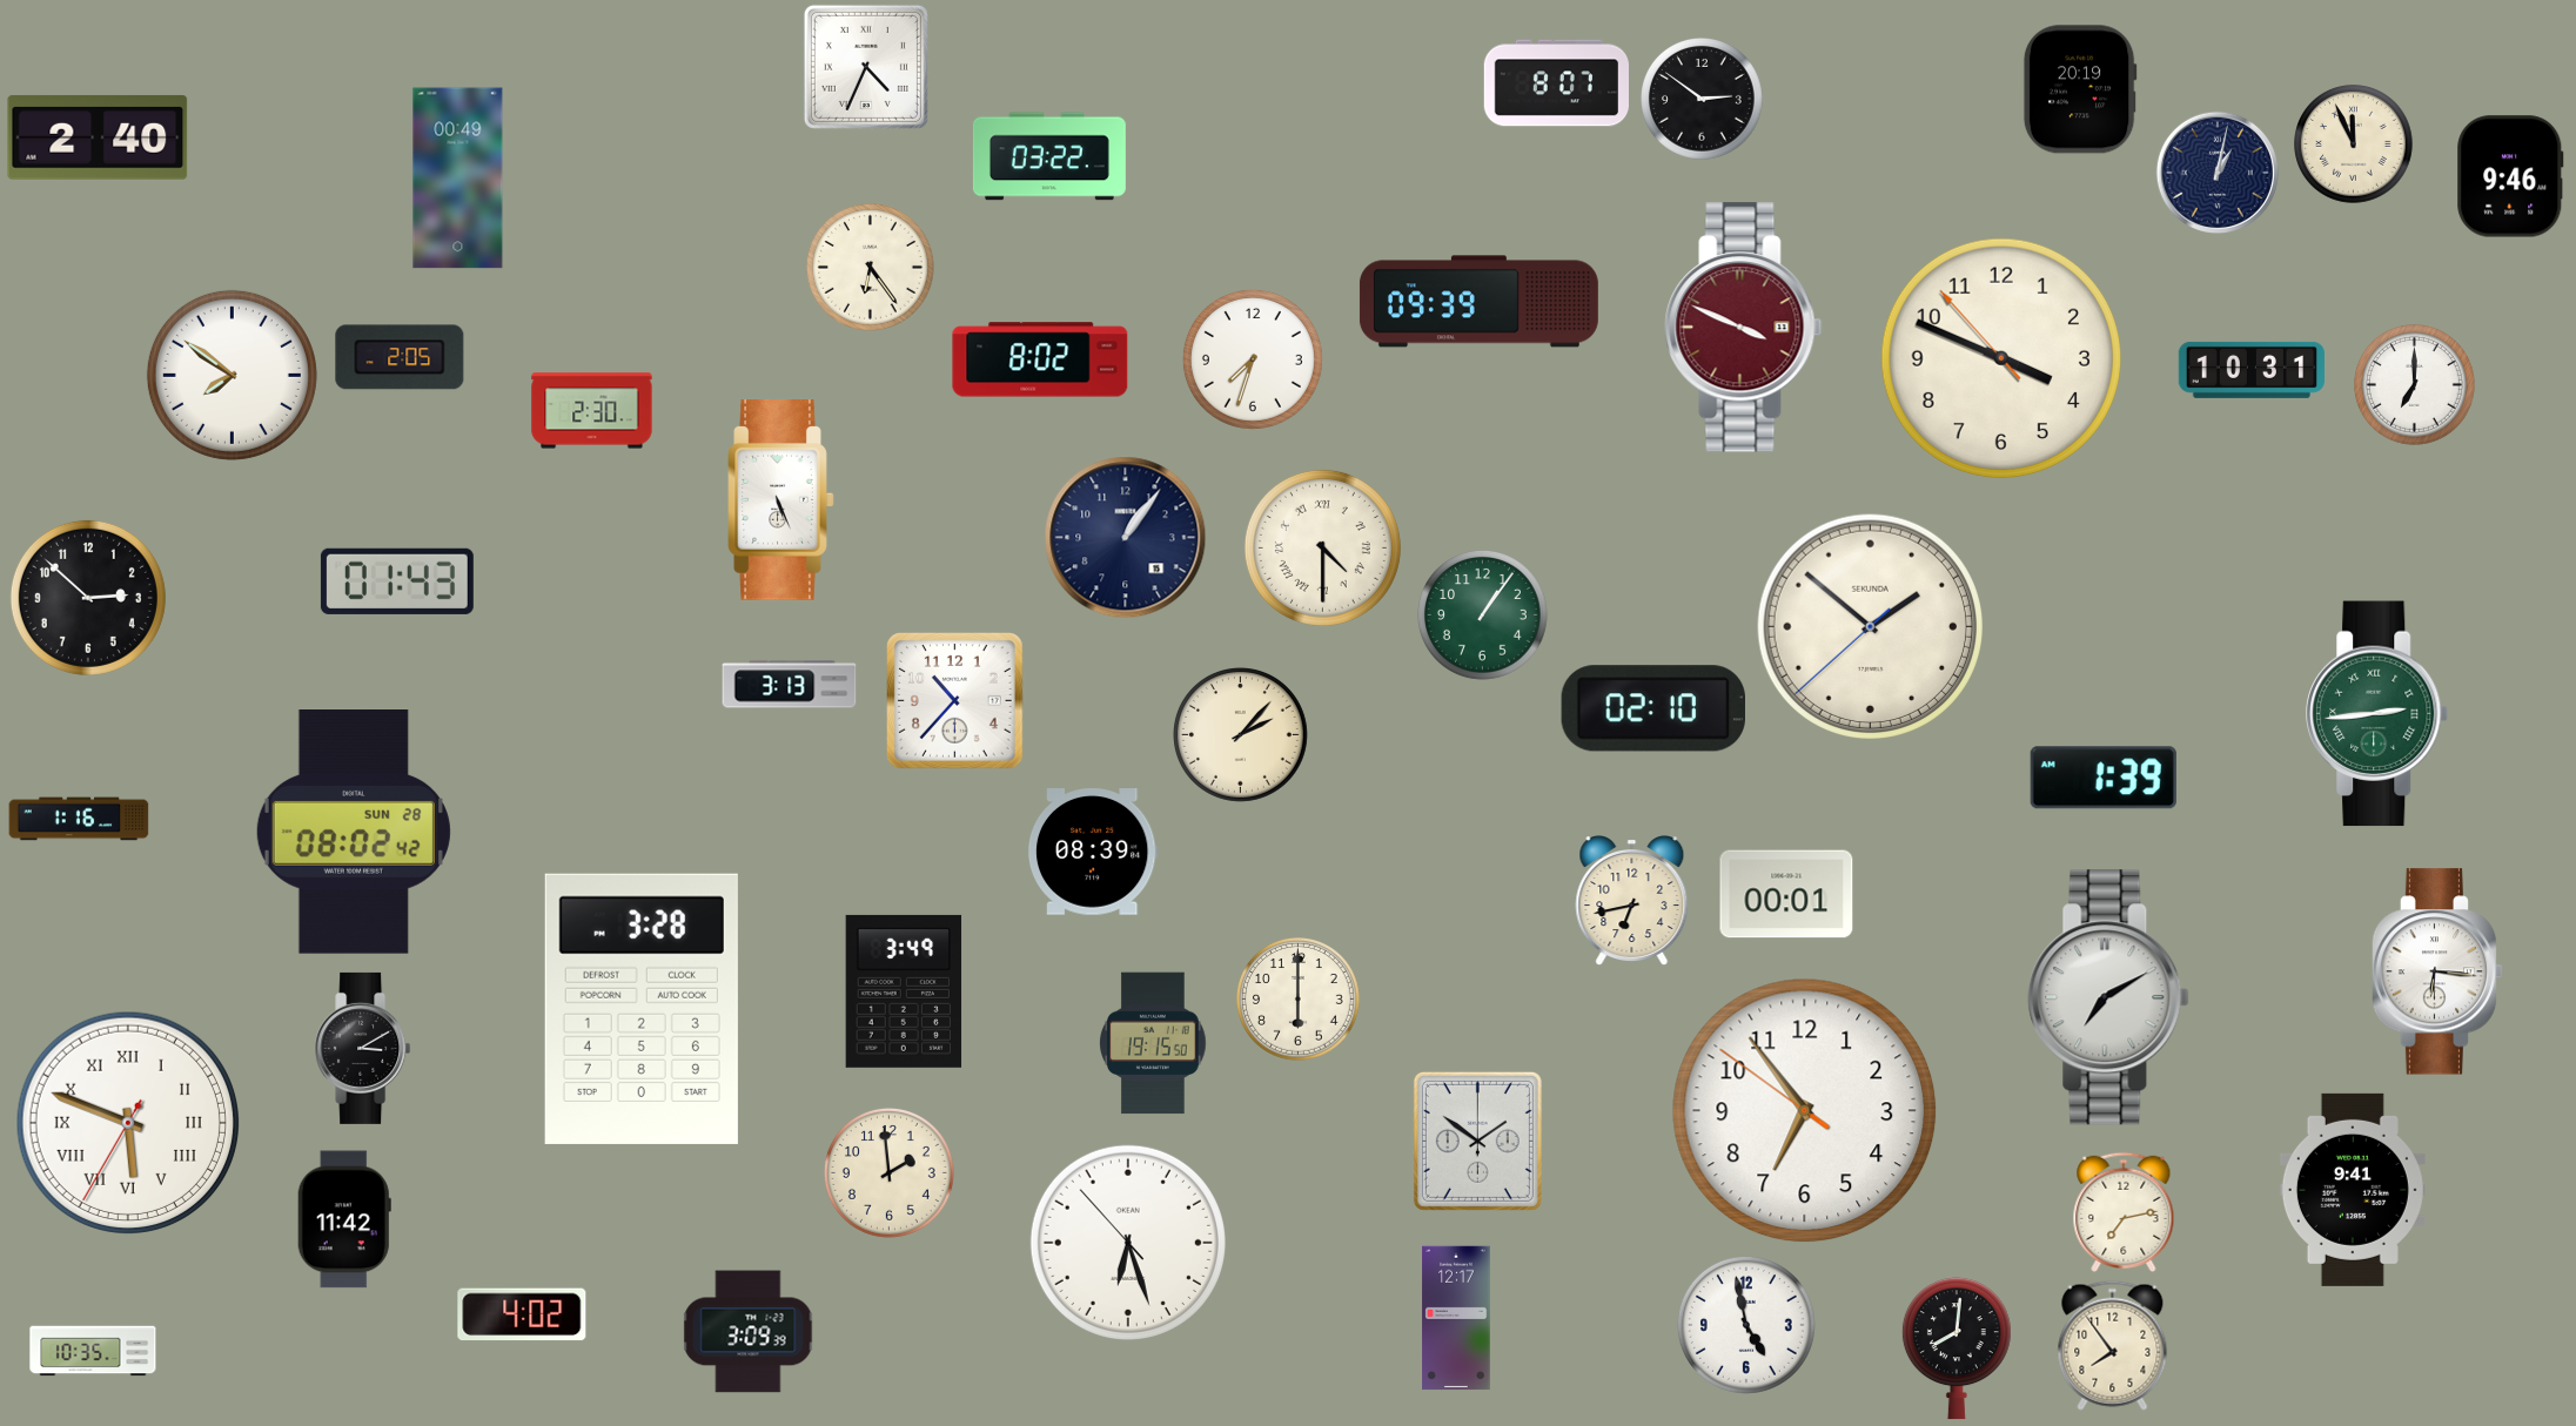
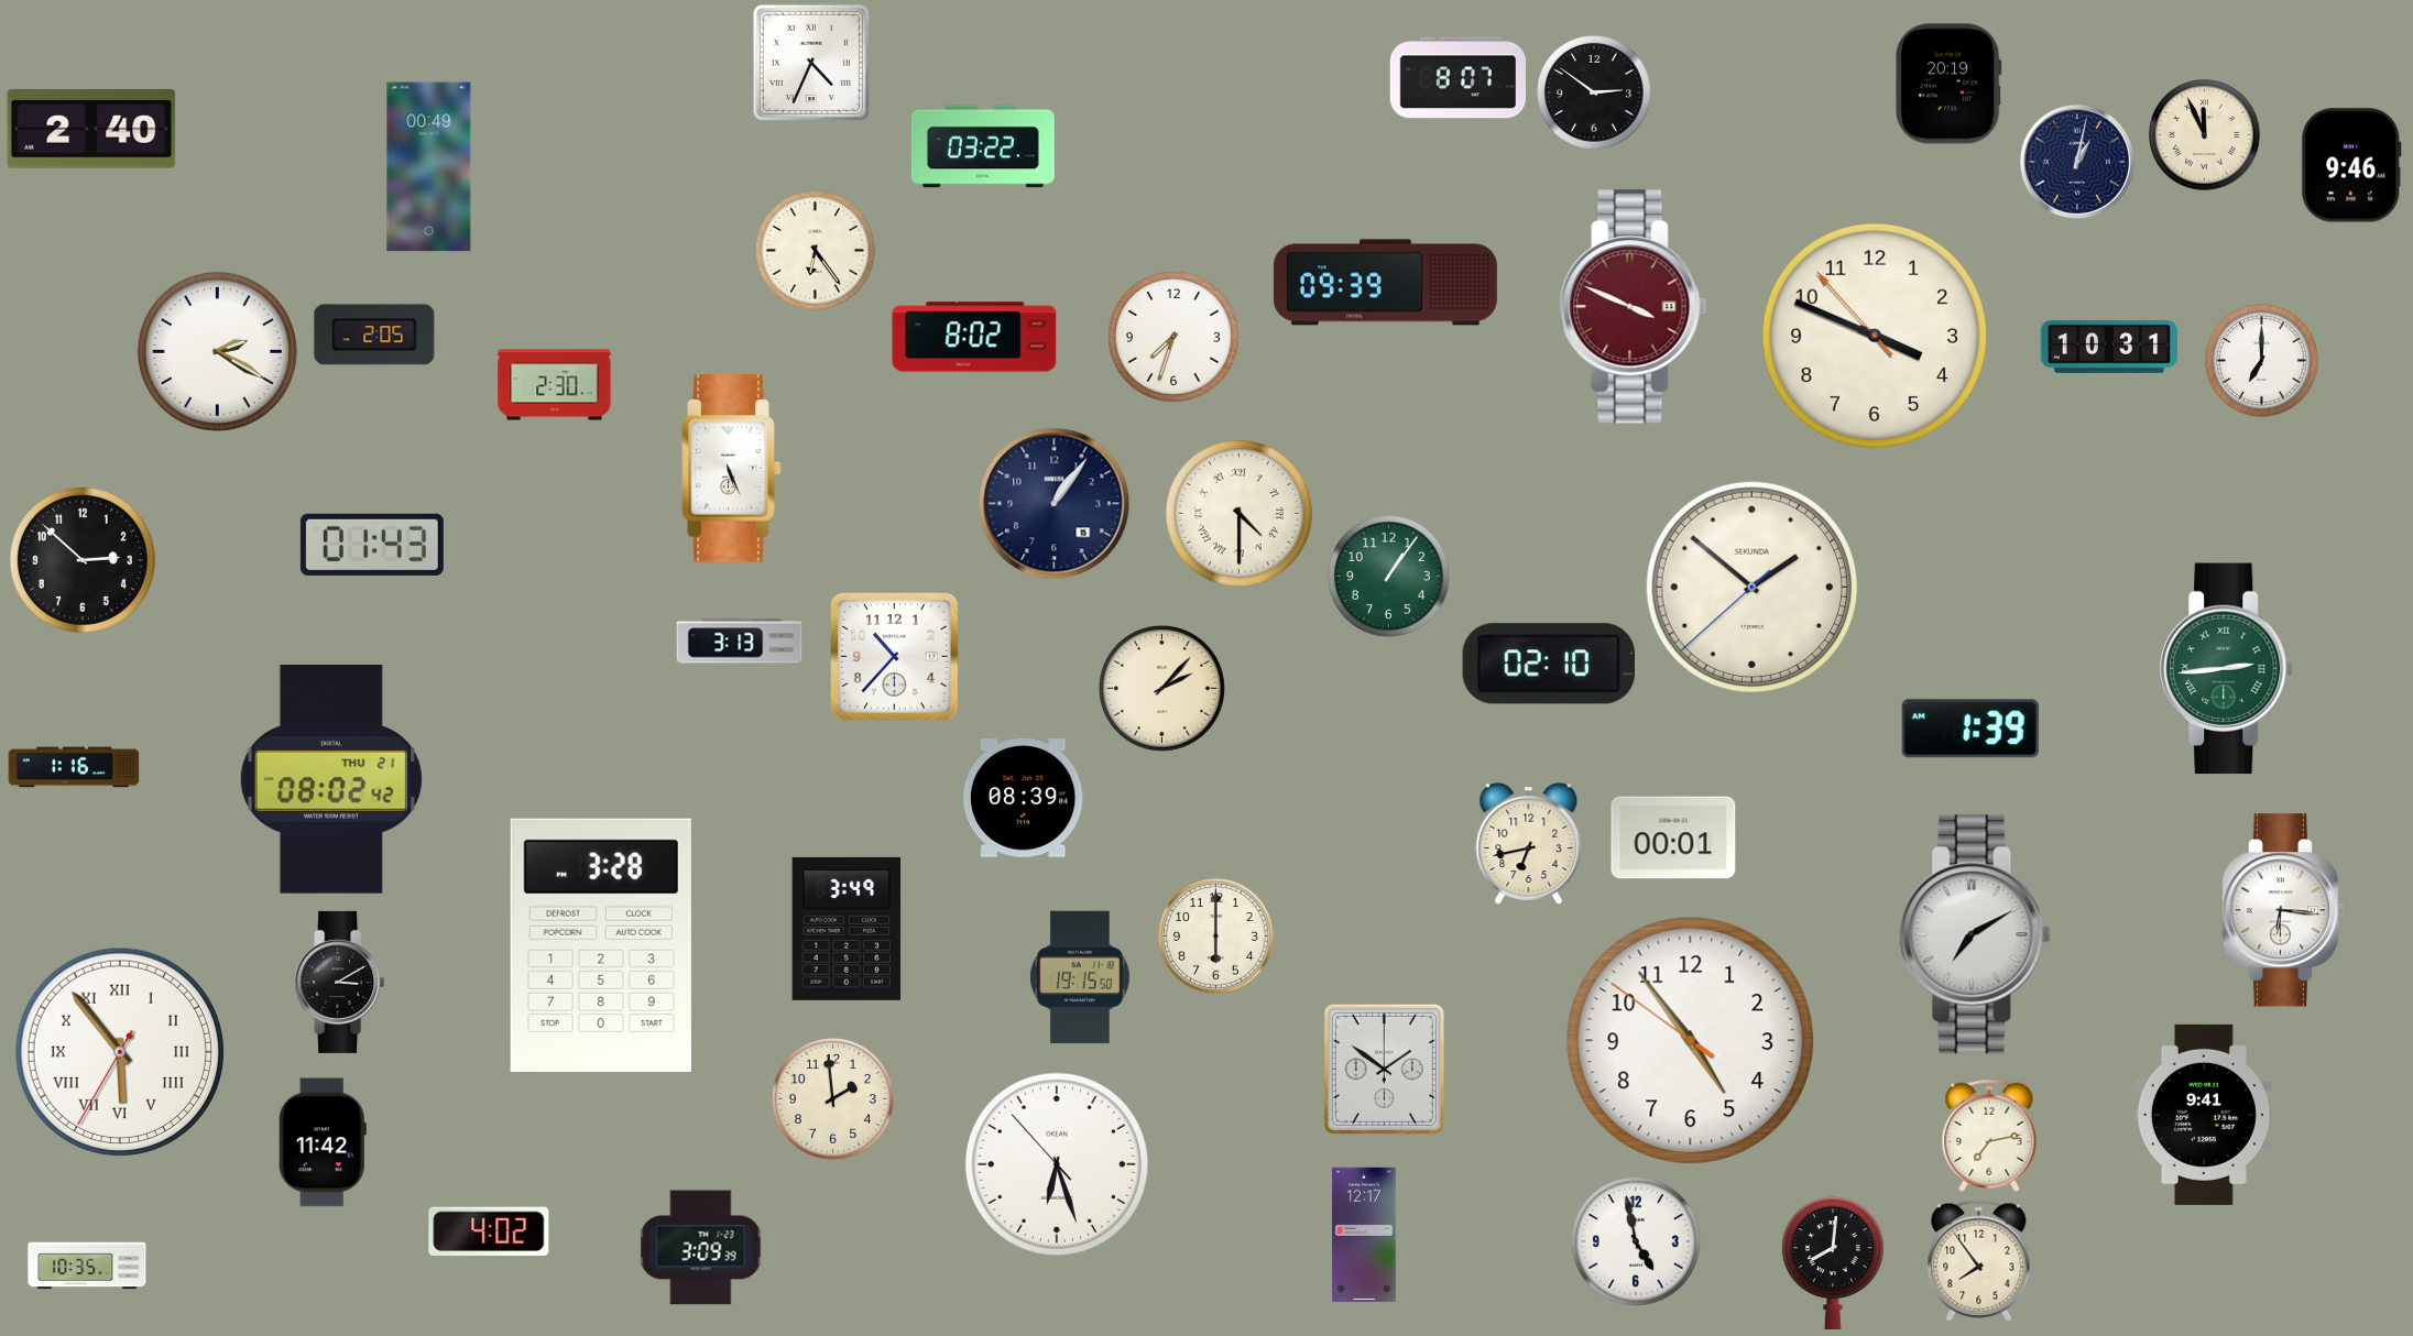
clock at (232, 375): 7:51 -> 2:20
clock at (354, 833) date: SUN 28 -> THU 21
clock at (1805, 1111): 6:53 -> 4:53
clock at (127, 1122): 5:48 -> 5:53
